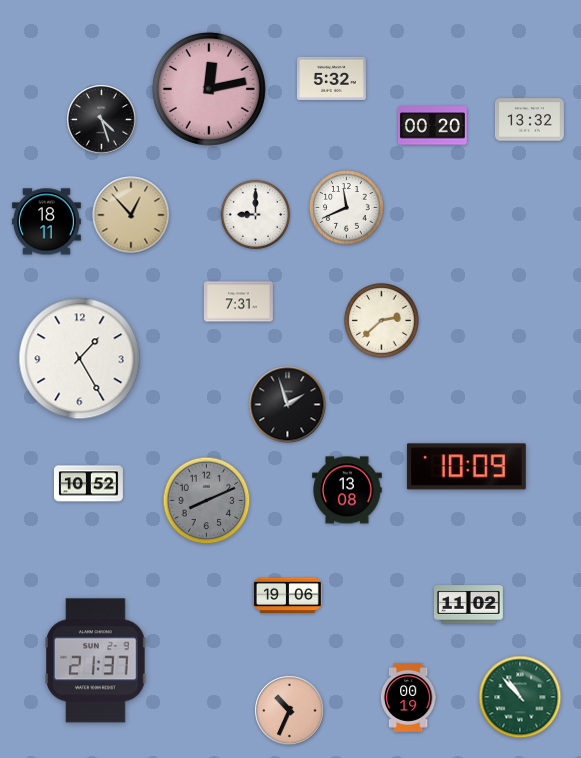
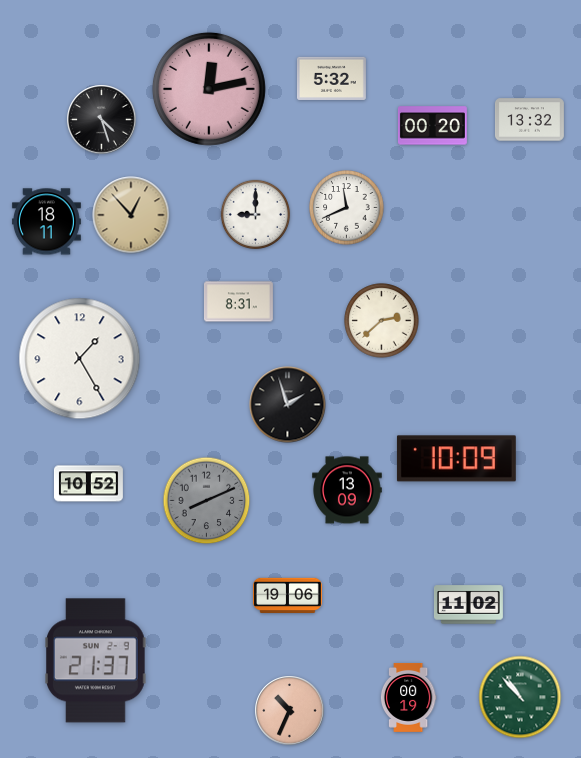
clock at (238, 302): 7:31 -> 8:31
clock at (466, 467) position: (466, 467) -> (456, 459)
clock at (347, 490): 13:08 -> 13:09
